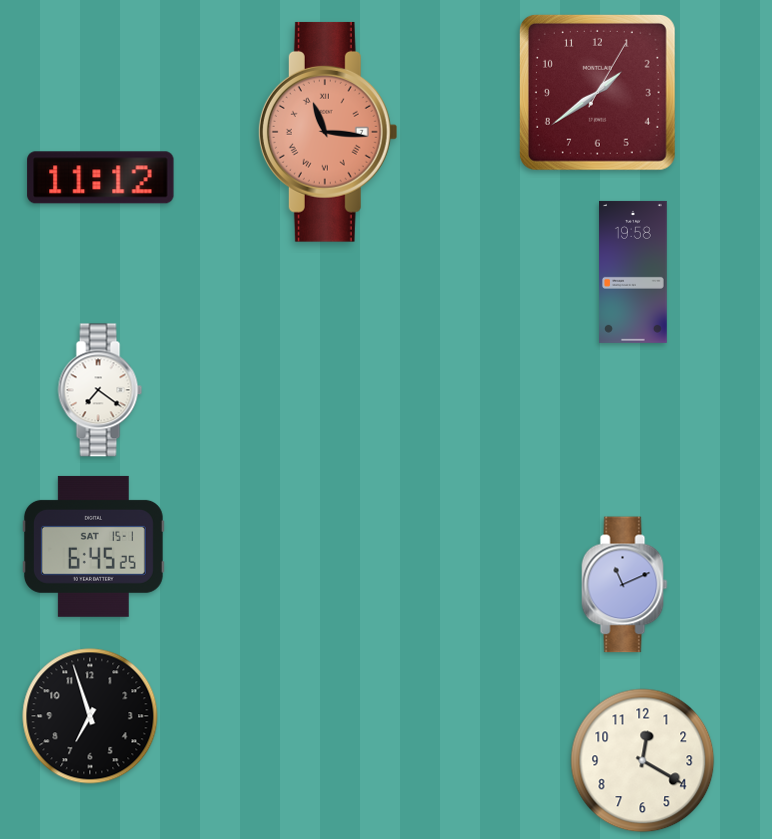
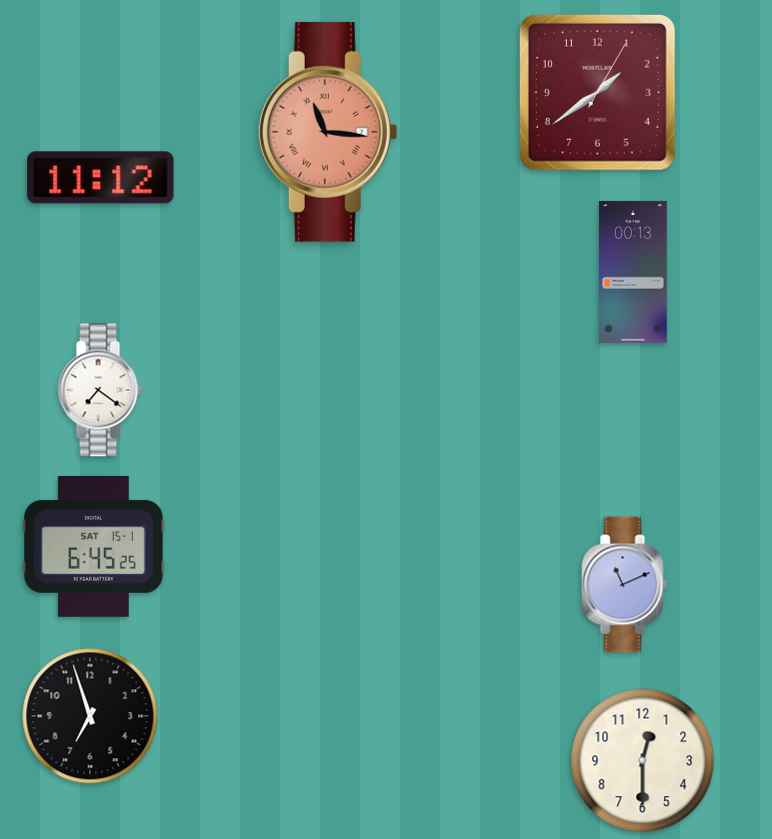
clock at (634, 272): 19:58 -> 00:13
clock at (643, 761): 12:20 -> 12:30
